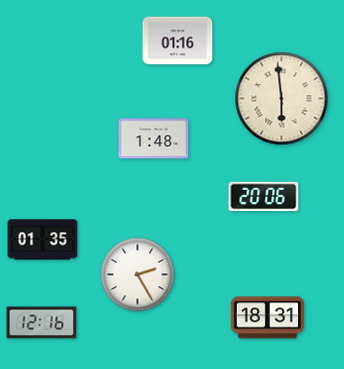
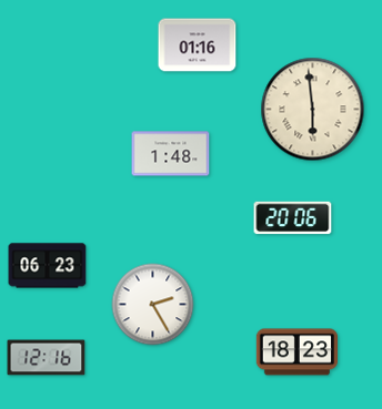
clock at (43, 240): 01:35 -> 06:23
clock at (267, 318): 18:31 -> 18:23
